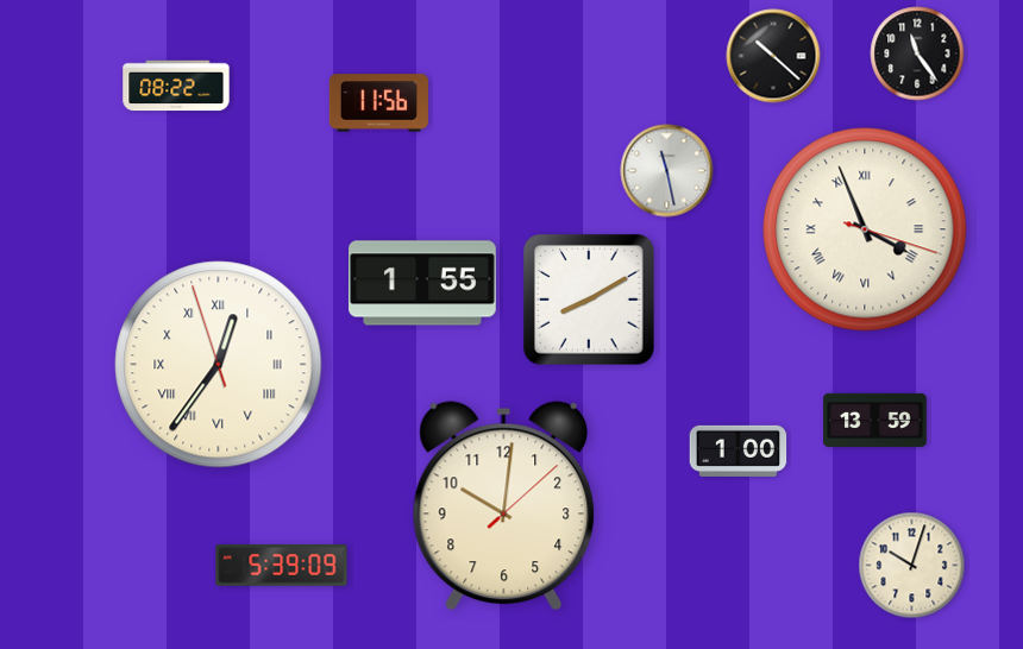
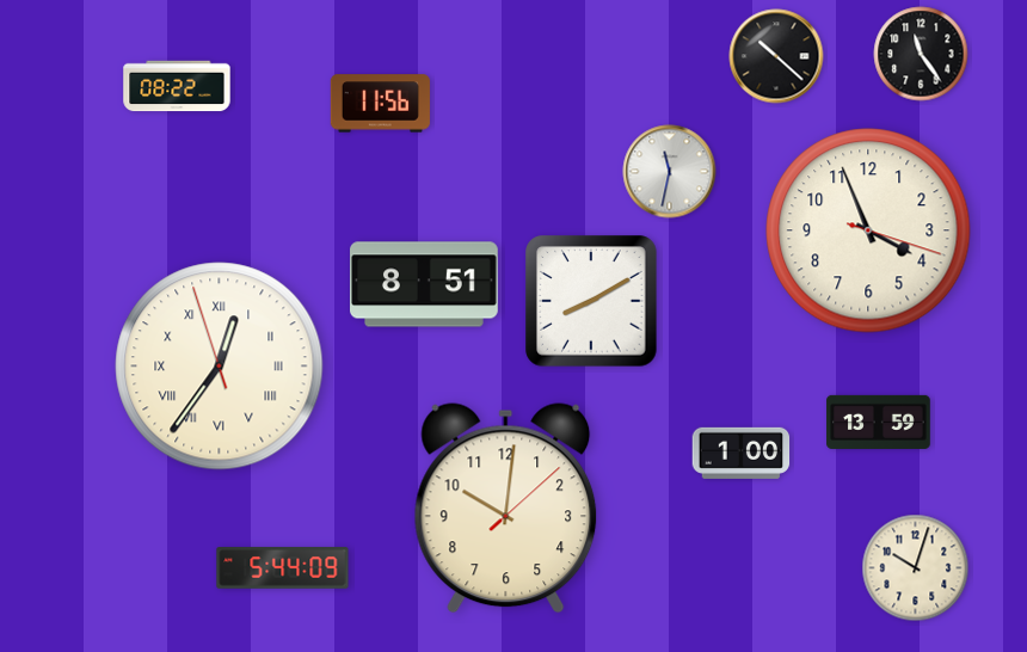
clock at (667, 171): 11:28 -> 11:32
clock at (865, 229) numerals: Roman -> Arabic
clock at (423, 283): 1:55 -> 8:51
clock at (282, 566): 5:39 -> 5:44
